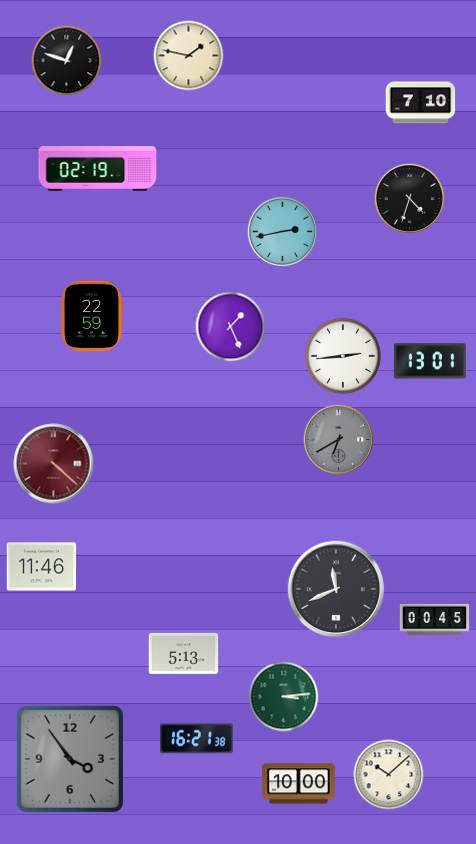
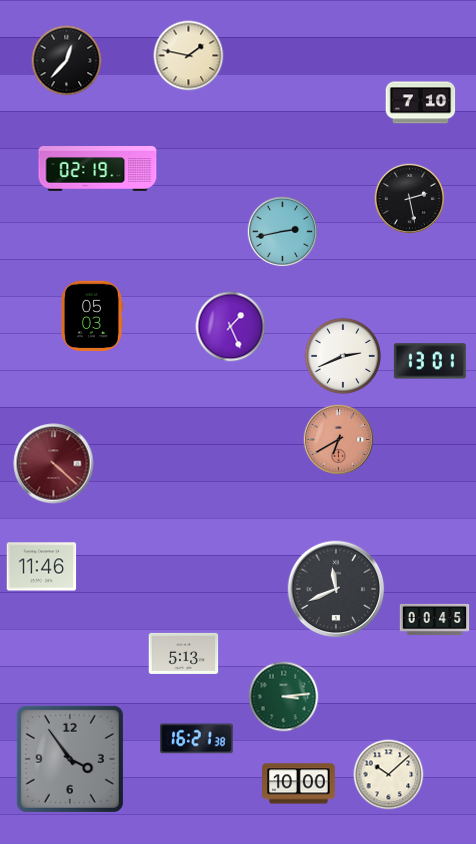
clock at (67, 61): 12:48 -> 12:37
clock at (410, 199): 4:33 -> 2:28
clock at (92, 315): 22:59 -> 05:03
clock at (343, 356): 2:44 -> 2:41
clock at (339, 440) dial: grey -> salmon
